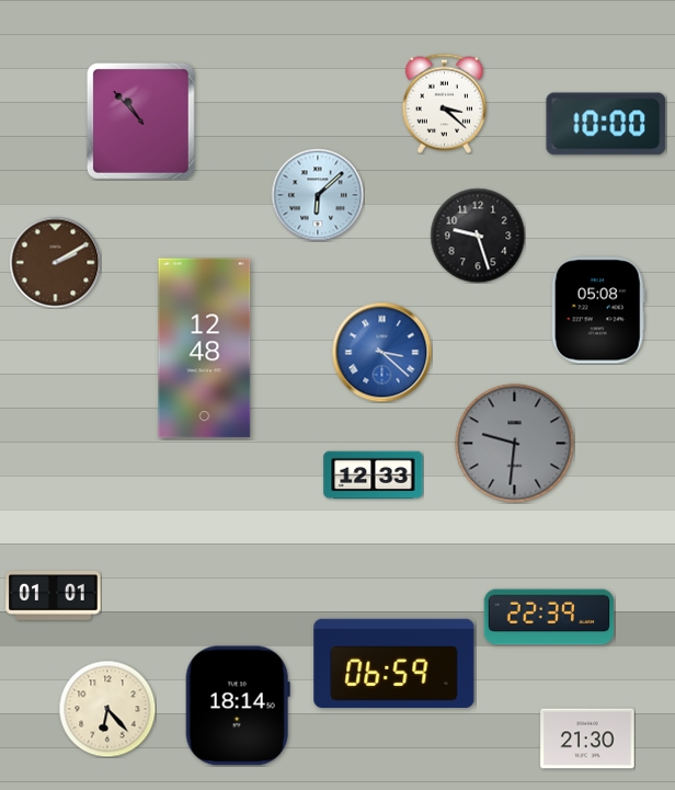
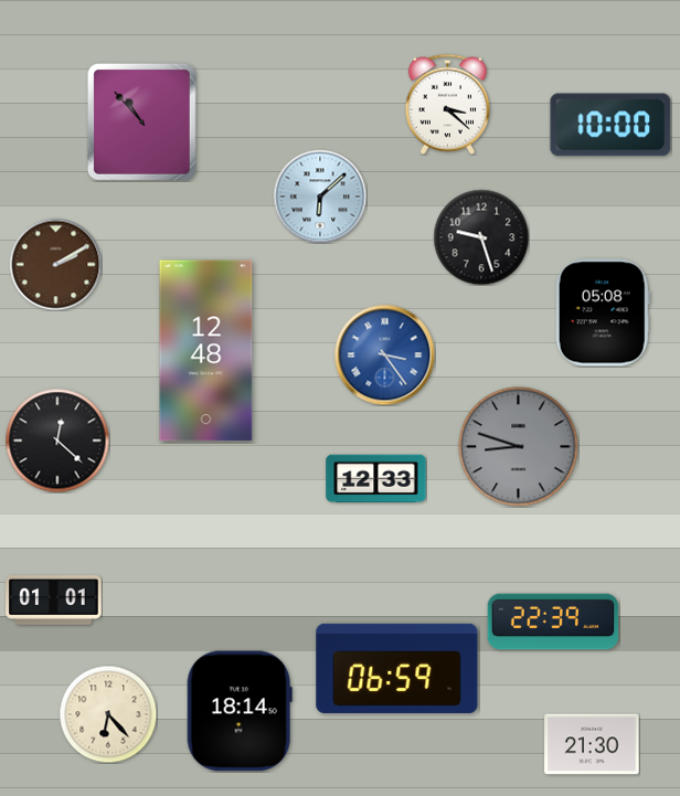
clock at (381, 352): 3:22 -> 3:24
clock at (57, 441): none -> 12:22
clock at (515, 444): 9:31 -> 8:48
